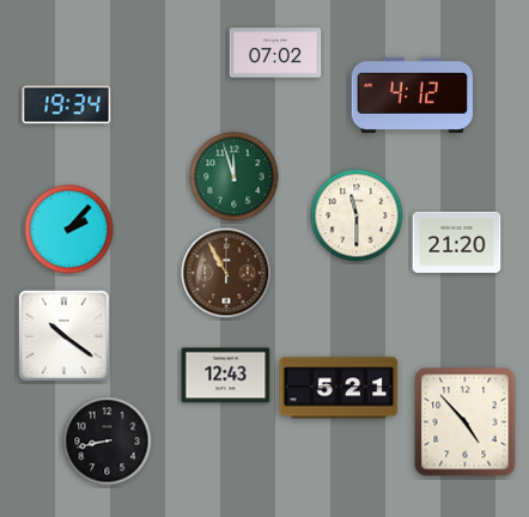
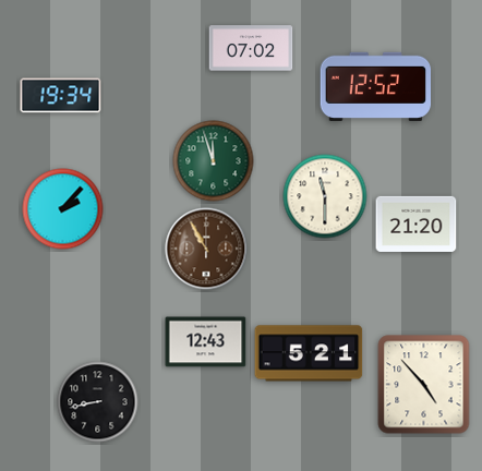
clock at (412, 95): 4:12 -> 12:52
clock at (457, 242) position: (457, 242) -> (417, 224)
clock at (65, 336): 10:21 -> none
